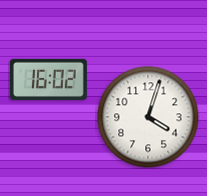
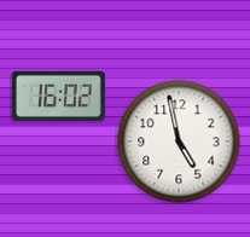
clock at (148, 117): 4:03 -> 4:58
